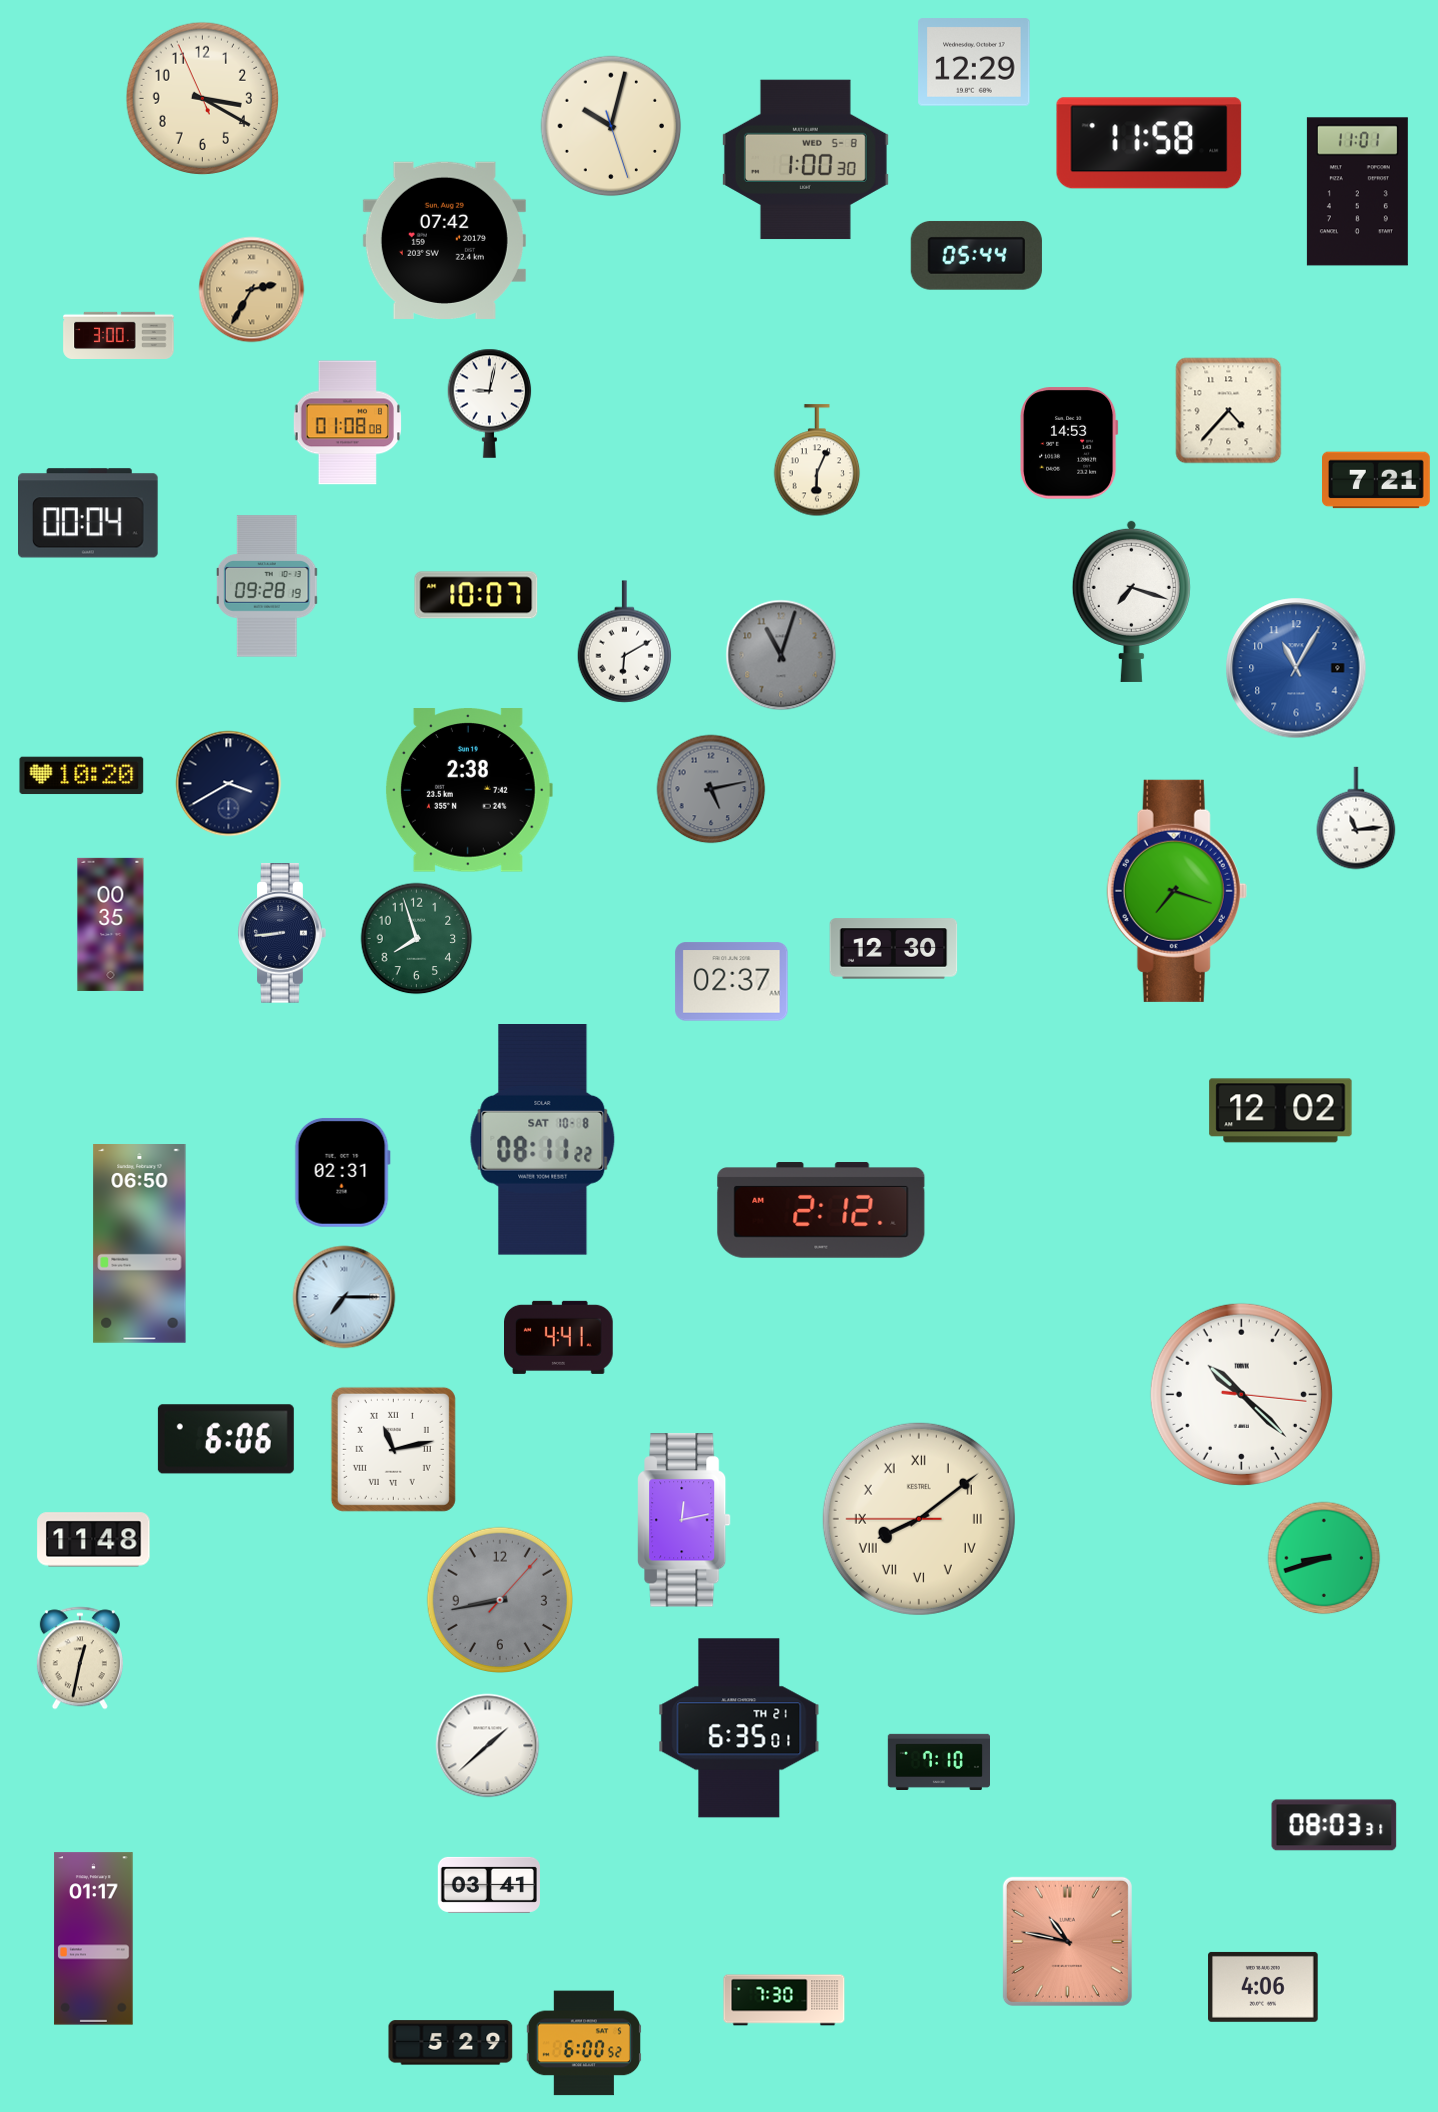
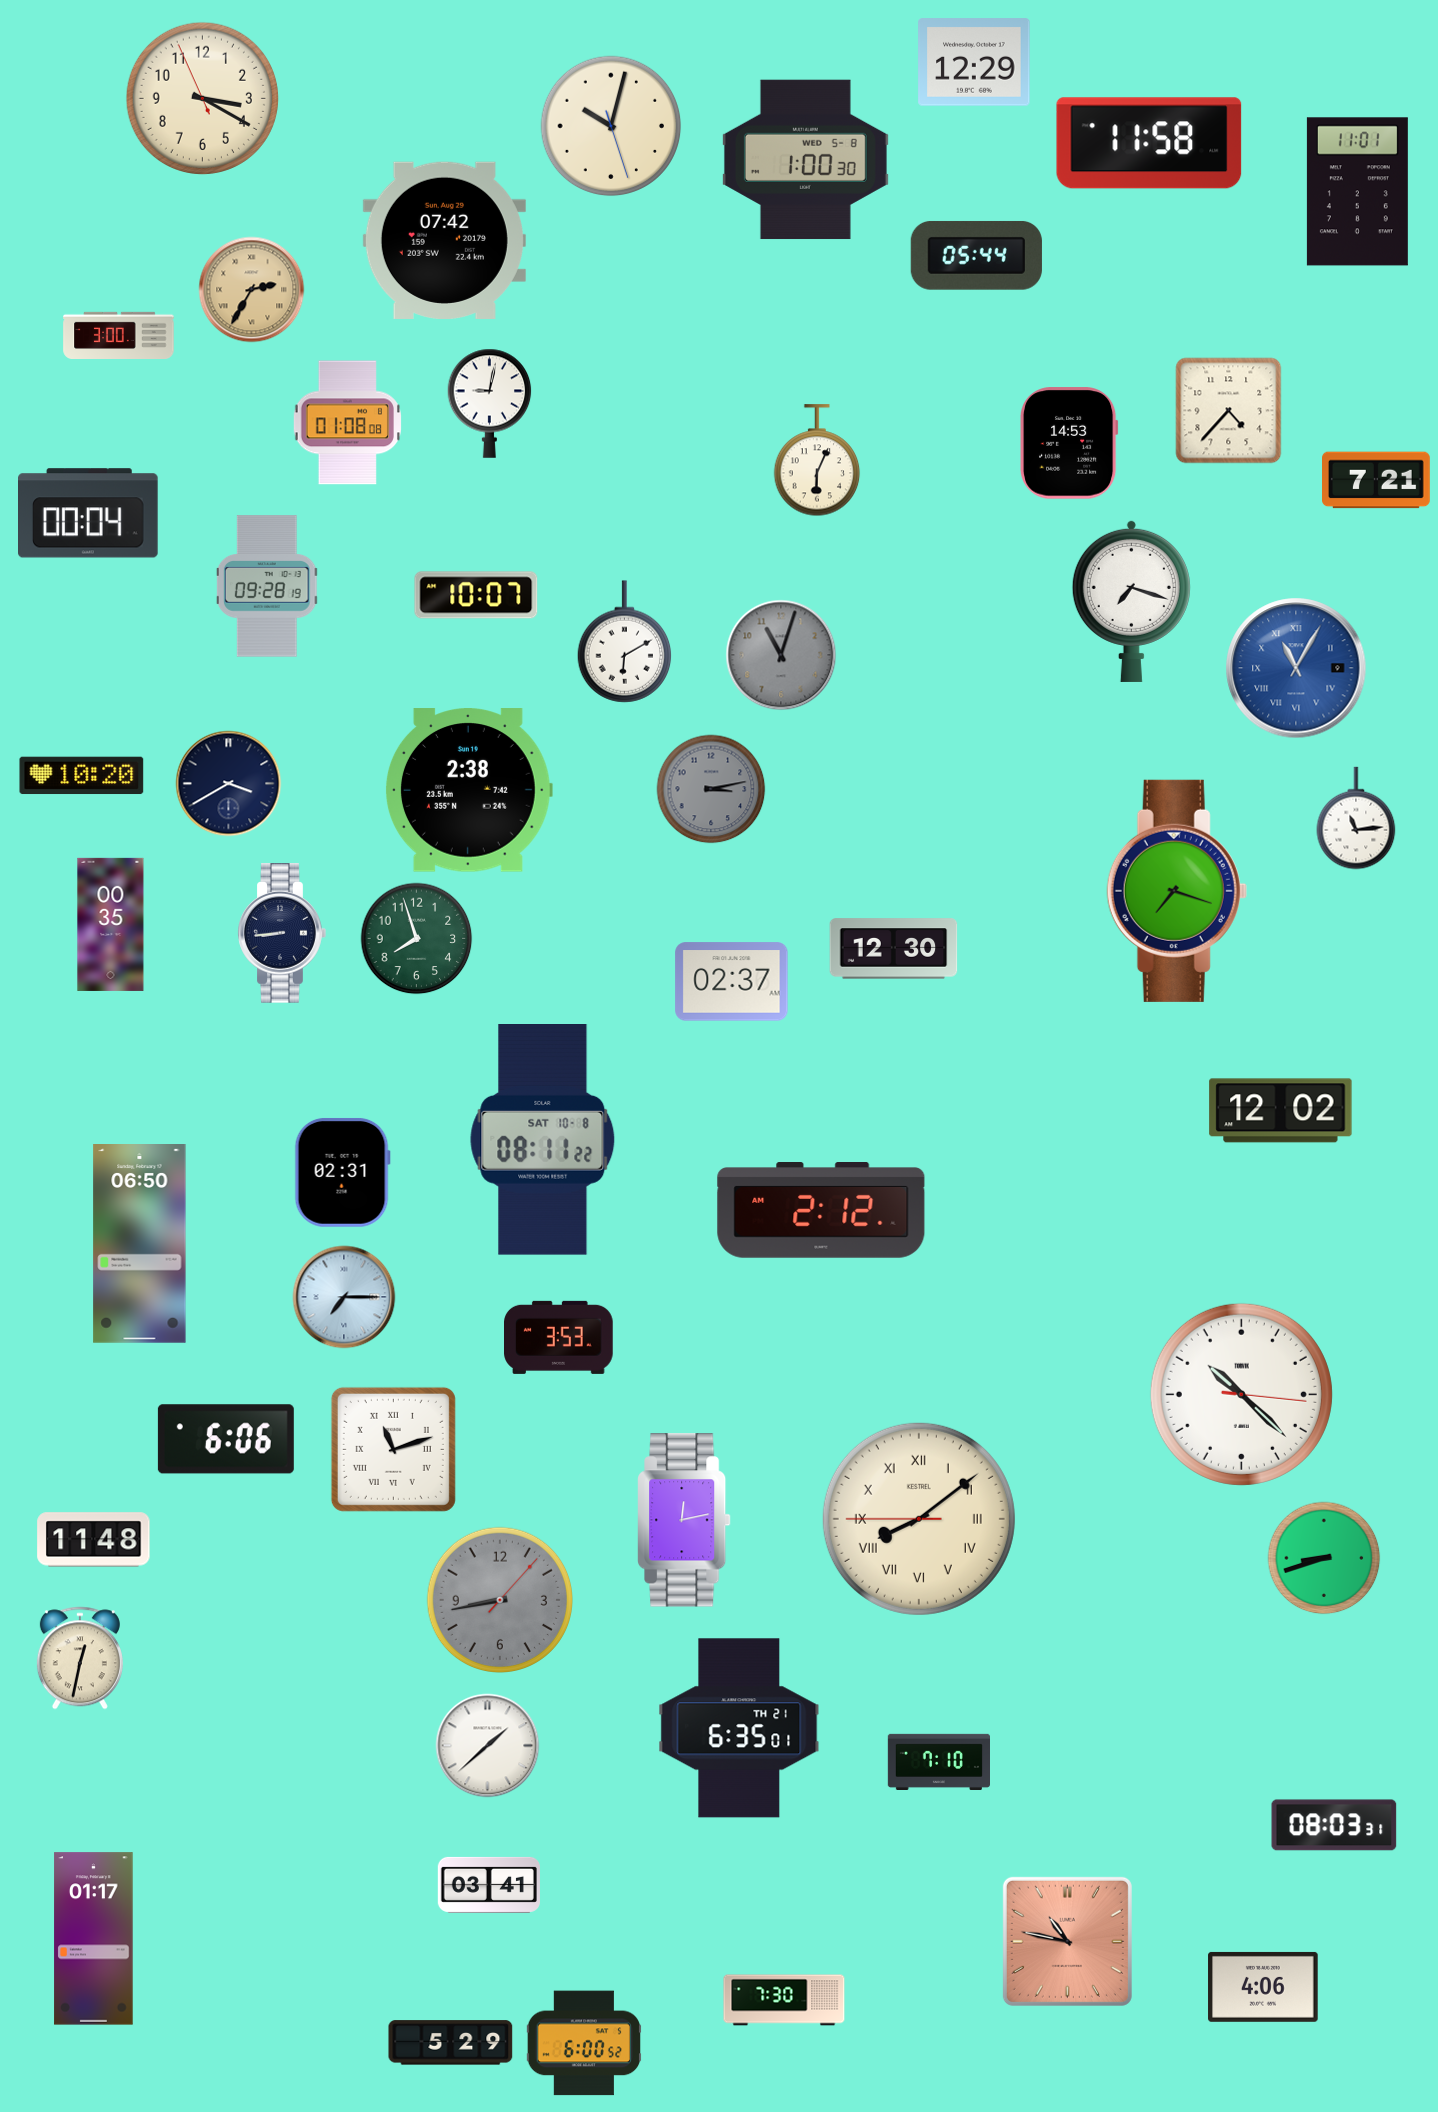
clock at (1296, 668) numerals: Arabic -> Roman
clock at (711, 789): 5:13 -> 3:13
clock at (559, 1337): 4:41 -> 3:53
clock at (393, 1449): 11:13 -> 11:12
